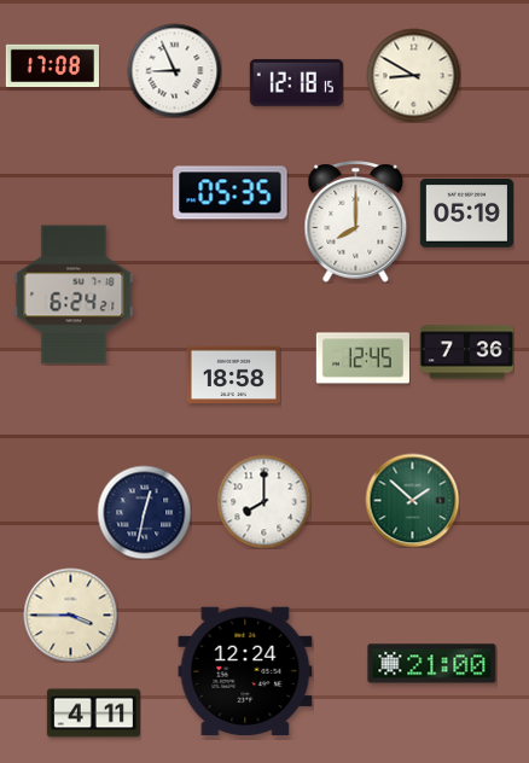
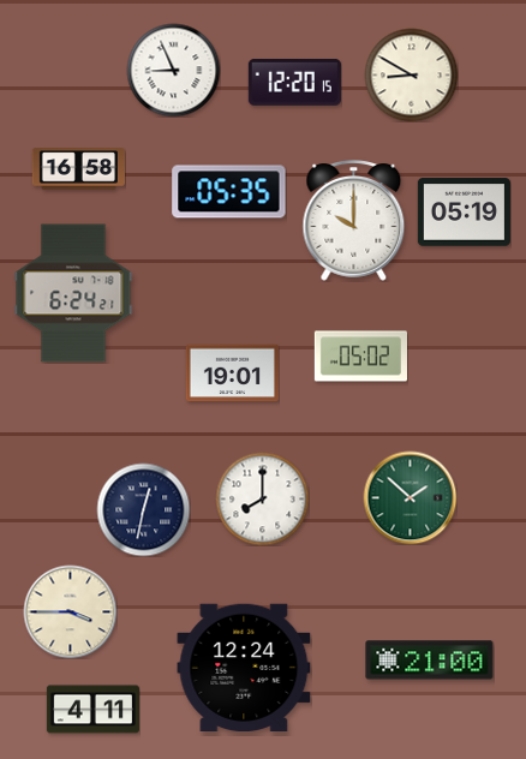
clock at (52, 66): 17:08 -> none
clock at (296, 82): 12:18 -> 12:20
clock at (78, 169): none -> 16:58
clock at (356, 222): 8:00 -> 10:00
clock at (466, 353): 7:36 -> none
clock at (362, 359): 12:45 -> 05:02
clock at (233, 375): 18:58 -> 19:01
